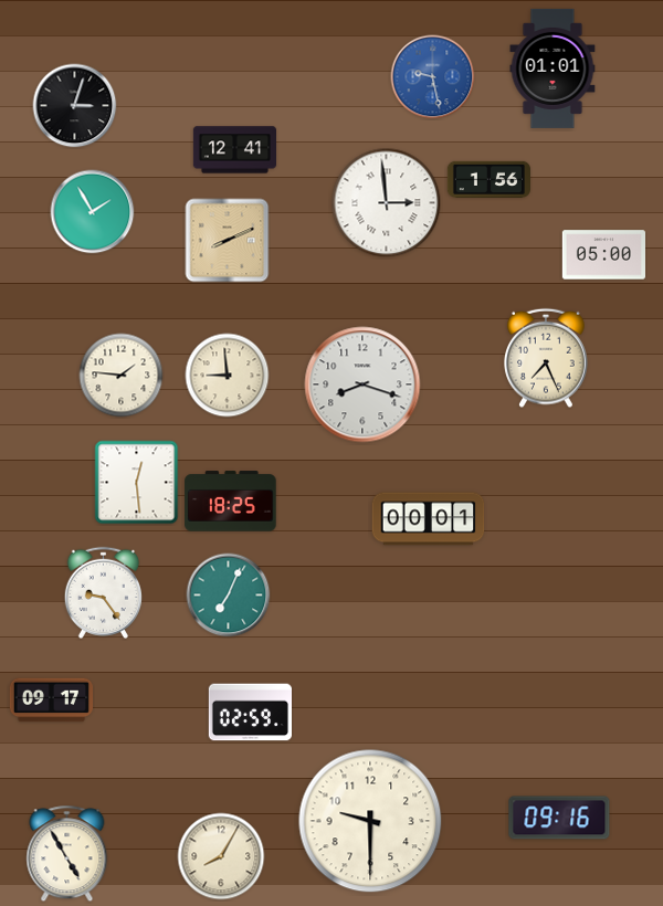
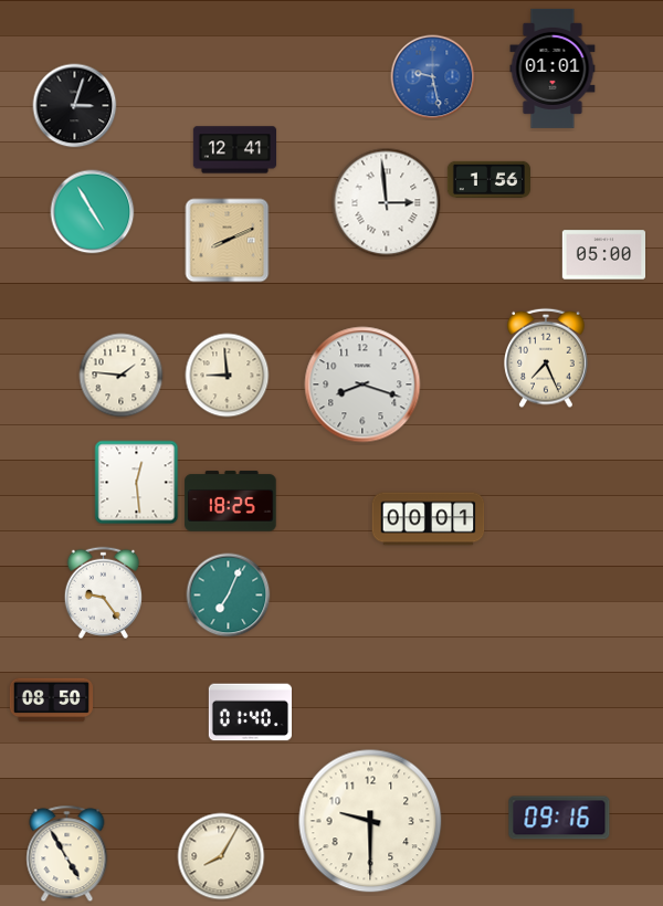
clock at (93, 212): 1:55 -> 4:55
clock at (51, 700): 09:17 -> 08:50
clock at (250, 713): 02:59 -> 01:40
